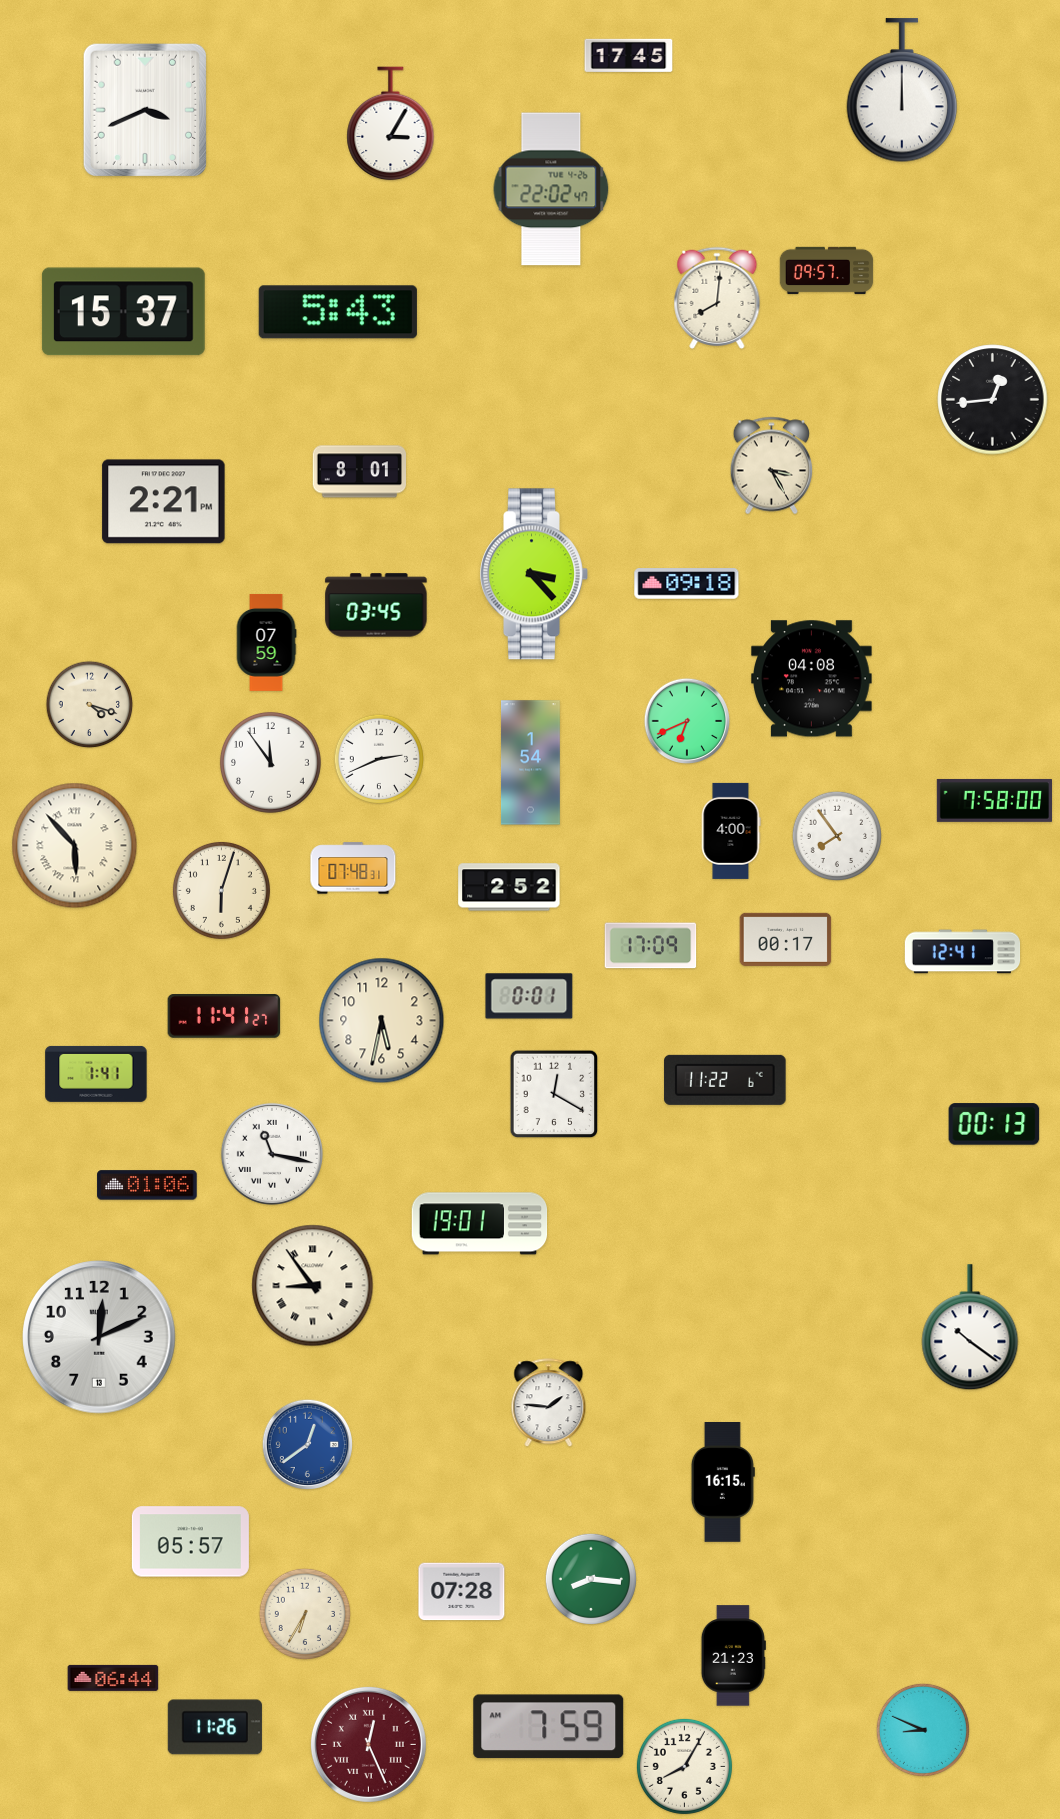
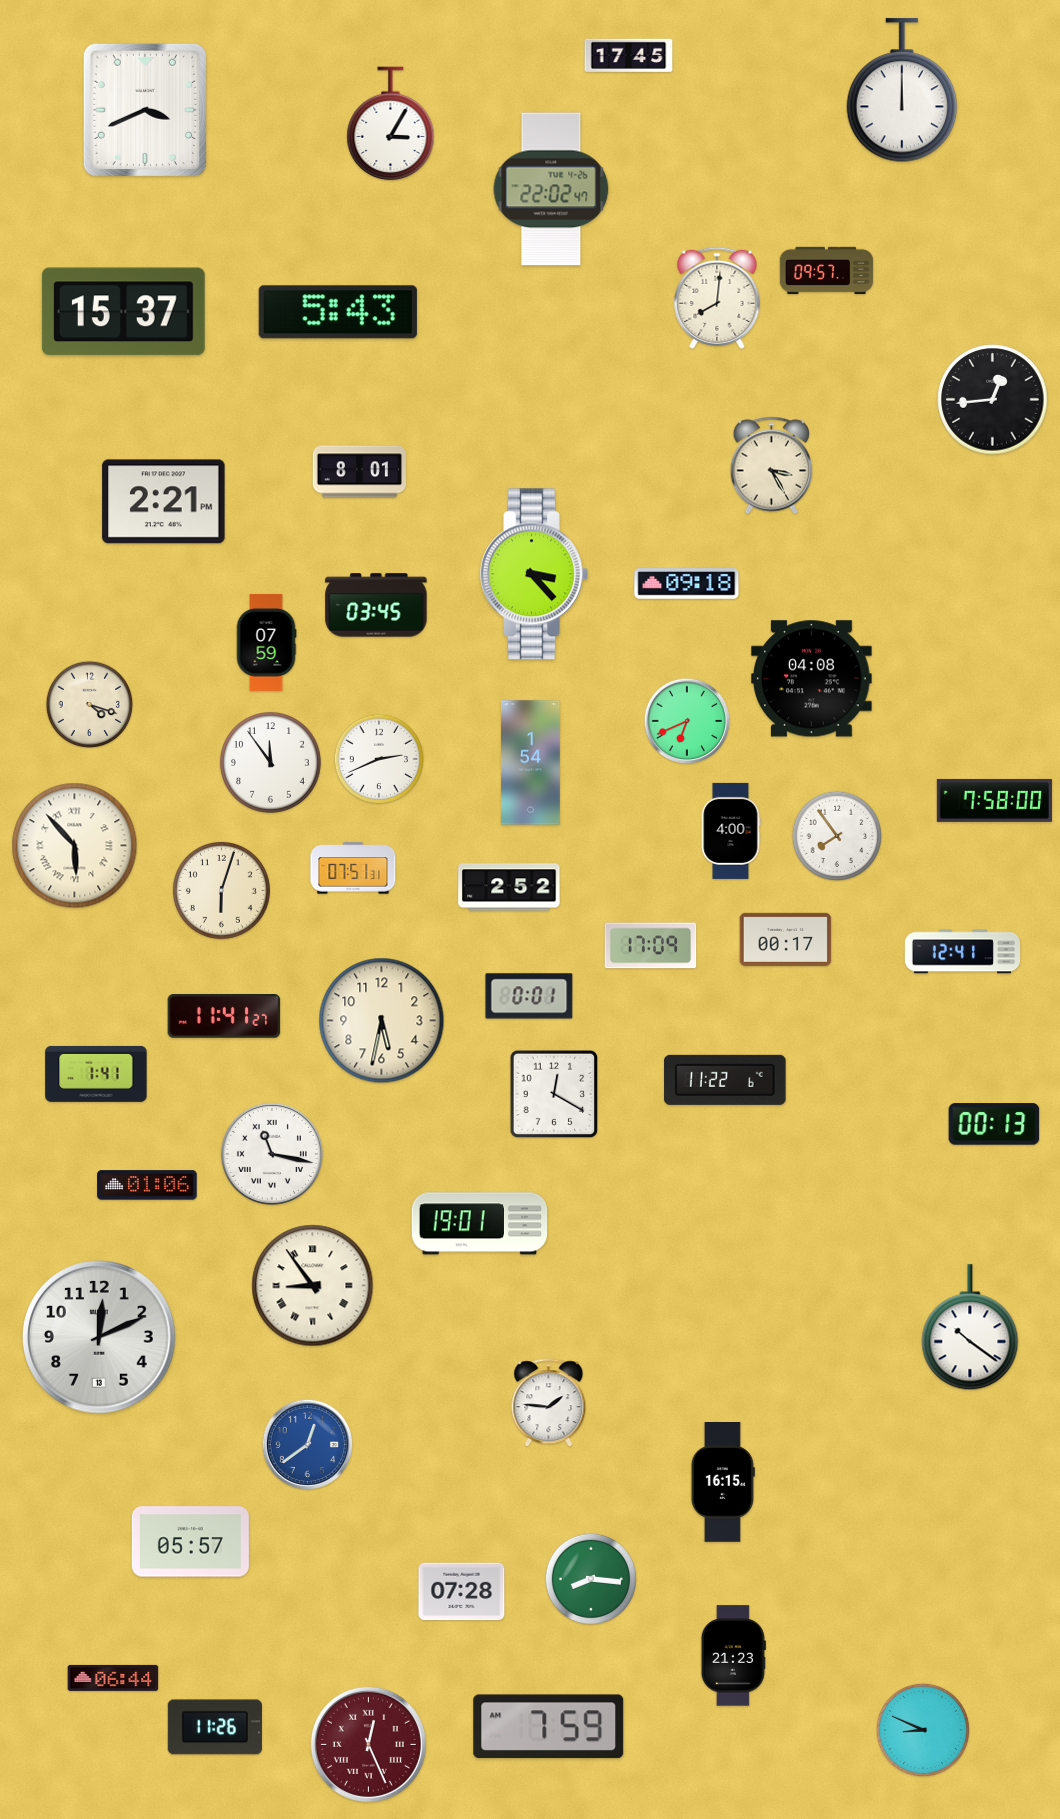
clock at (353, 868): 07:48 -> 07:51
clock at (305, 1614): 6:35 -> none
clock at (684, 1766): 8:05 -> none
